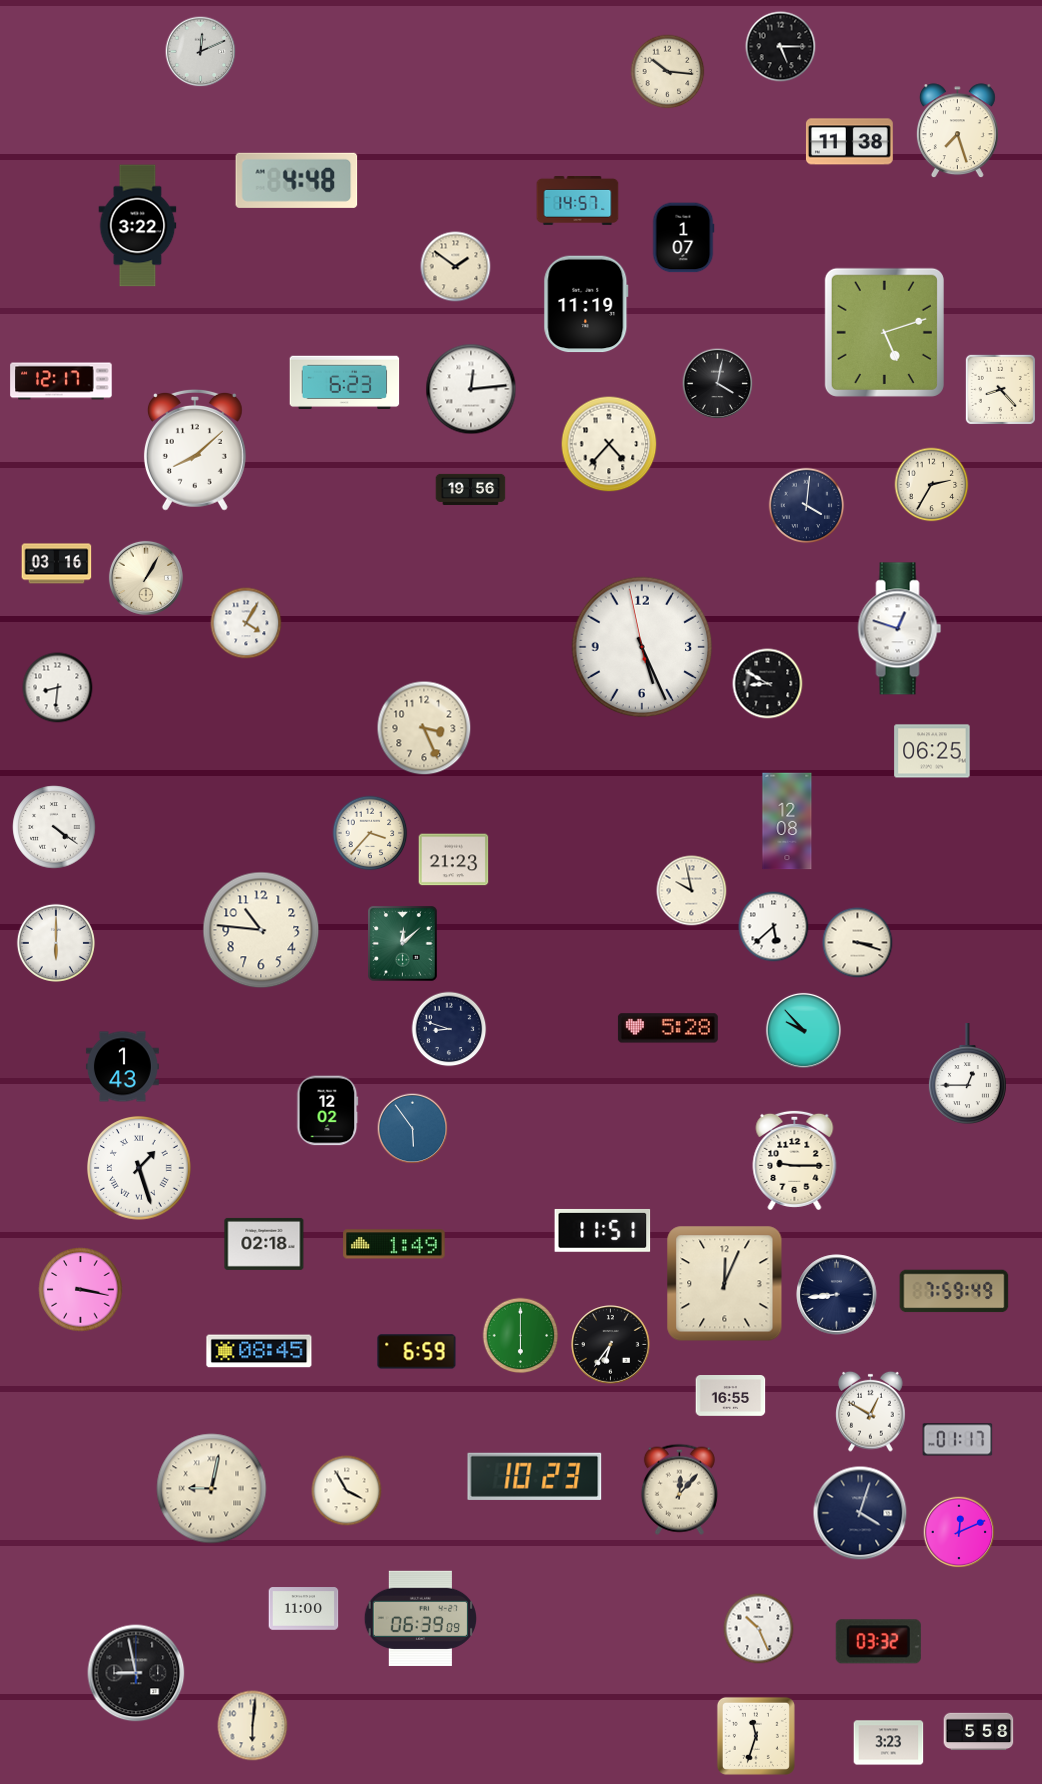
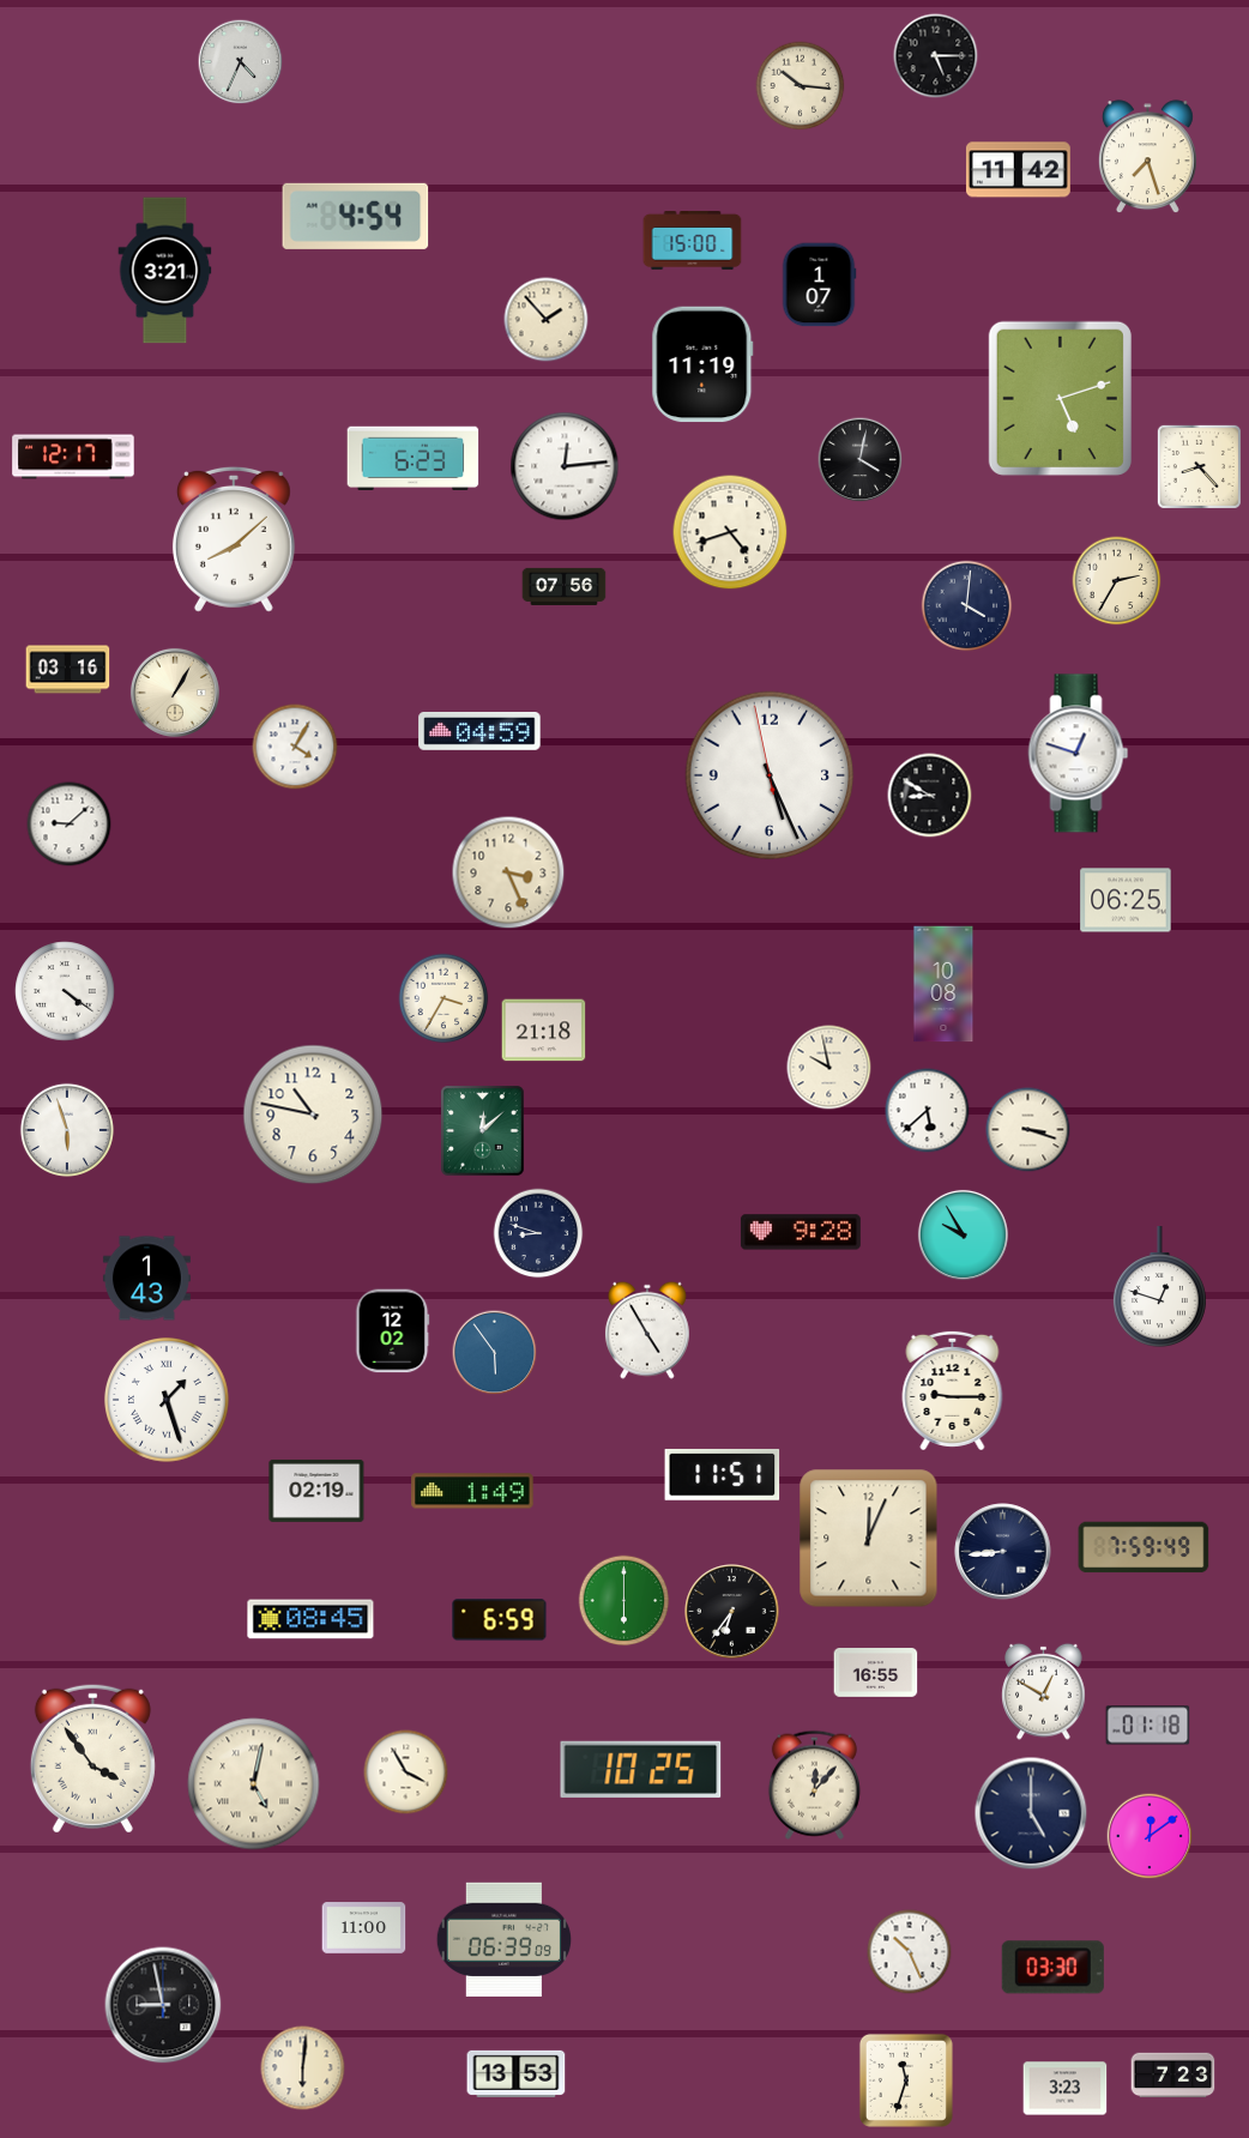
clock at (201, 52): 12:11 -> 4:34
clock at (849, 142): 11:38 -> 11:42
clock at (297, 180): 4:48 -> 4:54
clock at (578, 201): 14:57 -> 15:00
clock at (138, 226): 3:22 -> 3:21
clock at (456, 267): 1:51 -> 1:53
clock at (609, 444): 4:37 -> 4:42
clock at (471, 489): 19:56 -> 07:56
clock at (57, 564) position: (57, 564) -> (68, 670)
clock at (479, 732): none -> 04:59
clock at (768, 684) position: (768, 684) -> (930, 796)
clock at (58, 688): 8:31 -> 9:08
clock at (932, 751) position: (932, 751) -> (1126, 900)
clock at (787, 821): 12:08 -> 10:08
clock at (370, 833): 3:37 -> 3:35
clock at (454, 860): 21:23 -> 21:18
clock at (261, 930): 10:46 -> 10:47
clock at (56, 943): 6:00 -> 5:57
clock at (668, 1028): 5:28 -> 9:28
clock at (803, 1030): 9:53 -> 9:55
clock at (967, 1074): 12:45 -> 12:48
clock at (647, 1330): none -> 4:55
clock at (264, 1244): 02:18 -> 02:19
clock at (81, 1290): 3:17 -> none
clock at (958, 1440): 01:17 -> 01:18
clock at (92, 1758): none -> 3:54
clock at (535, 1476): 10:23 -> 10:25
clock at (212, 1489): 9:02 -> 5:02
clock at (347, 1491) position: (347, 1491) -> (406, 1772)
clock at (860, 1513): 4:03 -> 5:00
clock at (959, 1532): 12:11 -> 12:09
clock at (878, 1642): 03:32 -> 03:30
clock at (517, 2073): none -> 13:53
clock at (979, 1732): 5:58 -> 7:23
